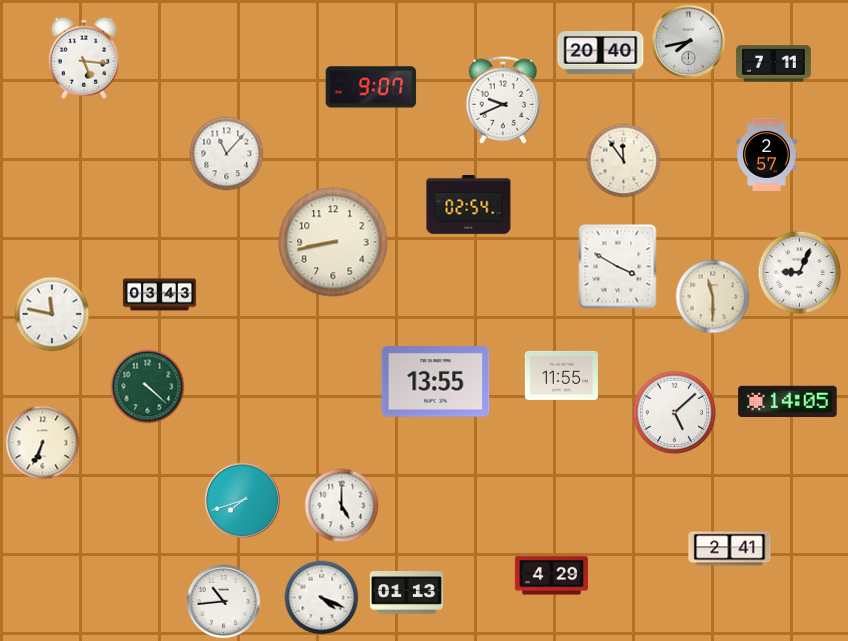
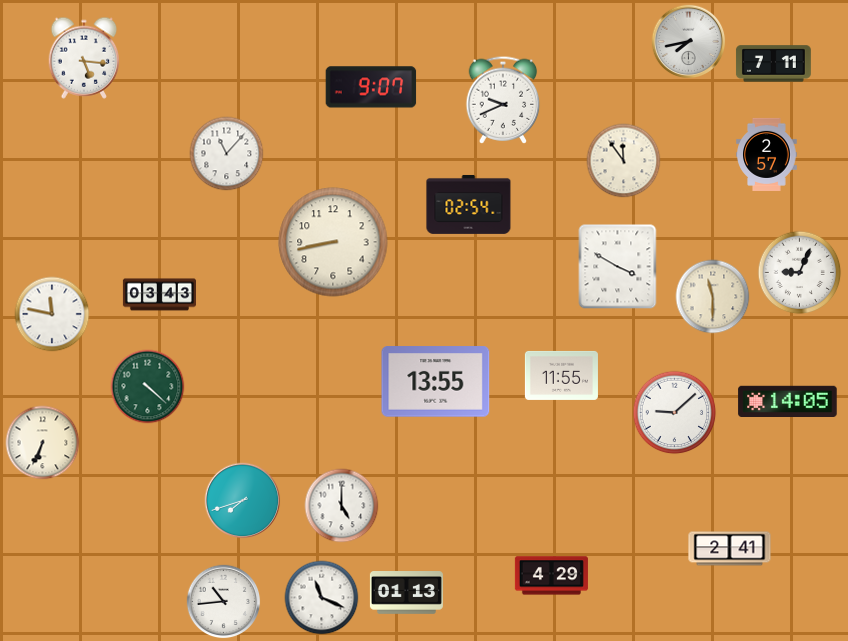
clock at (601, 53): 20:40 -> none
clock at (675, 413): 5:08 -> 9:08
clock at (322, 598): 4:19 -> 11:19
